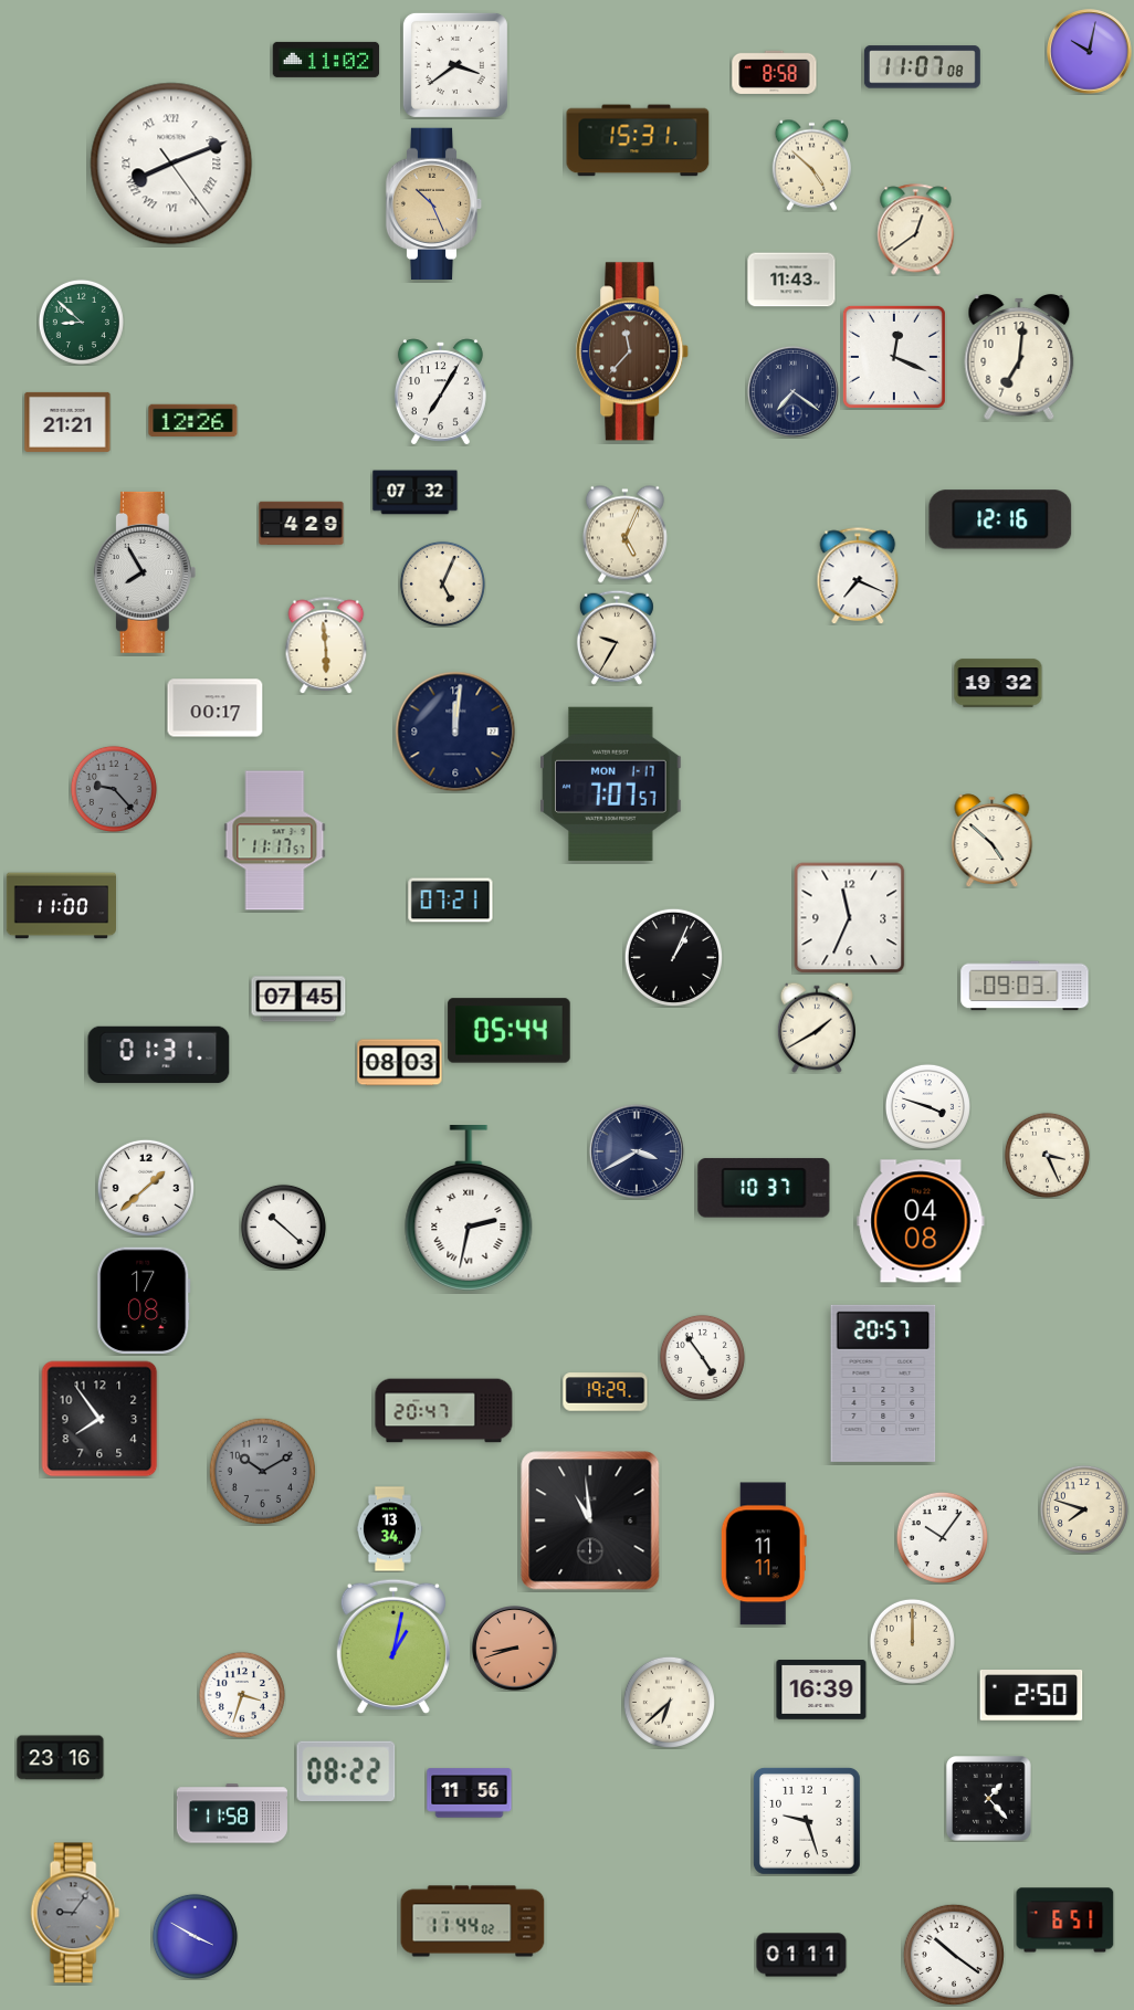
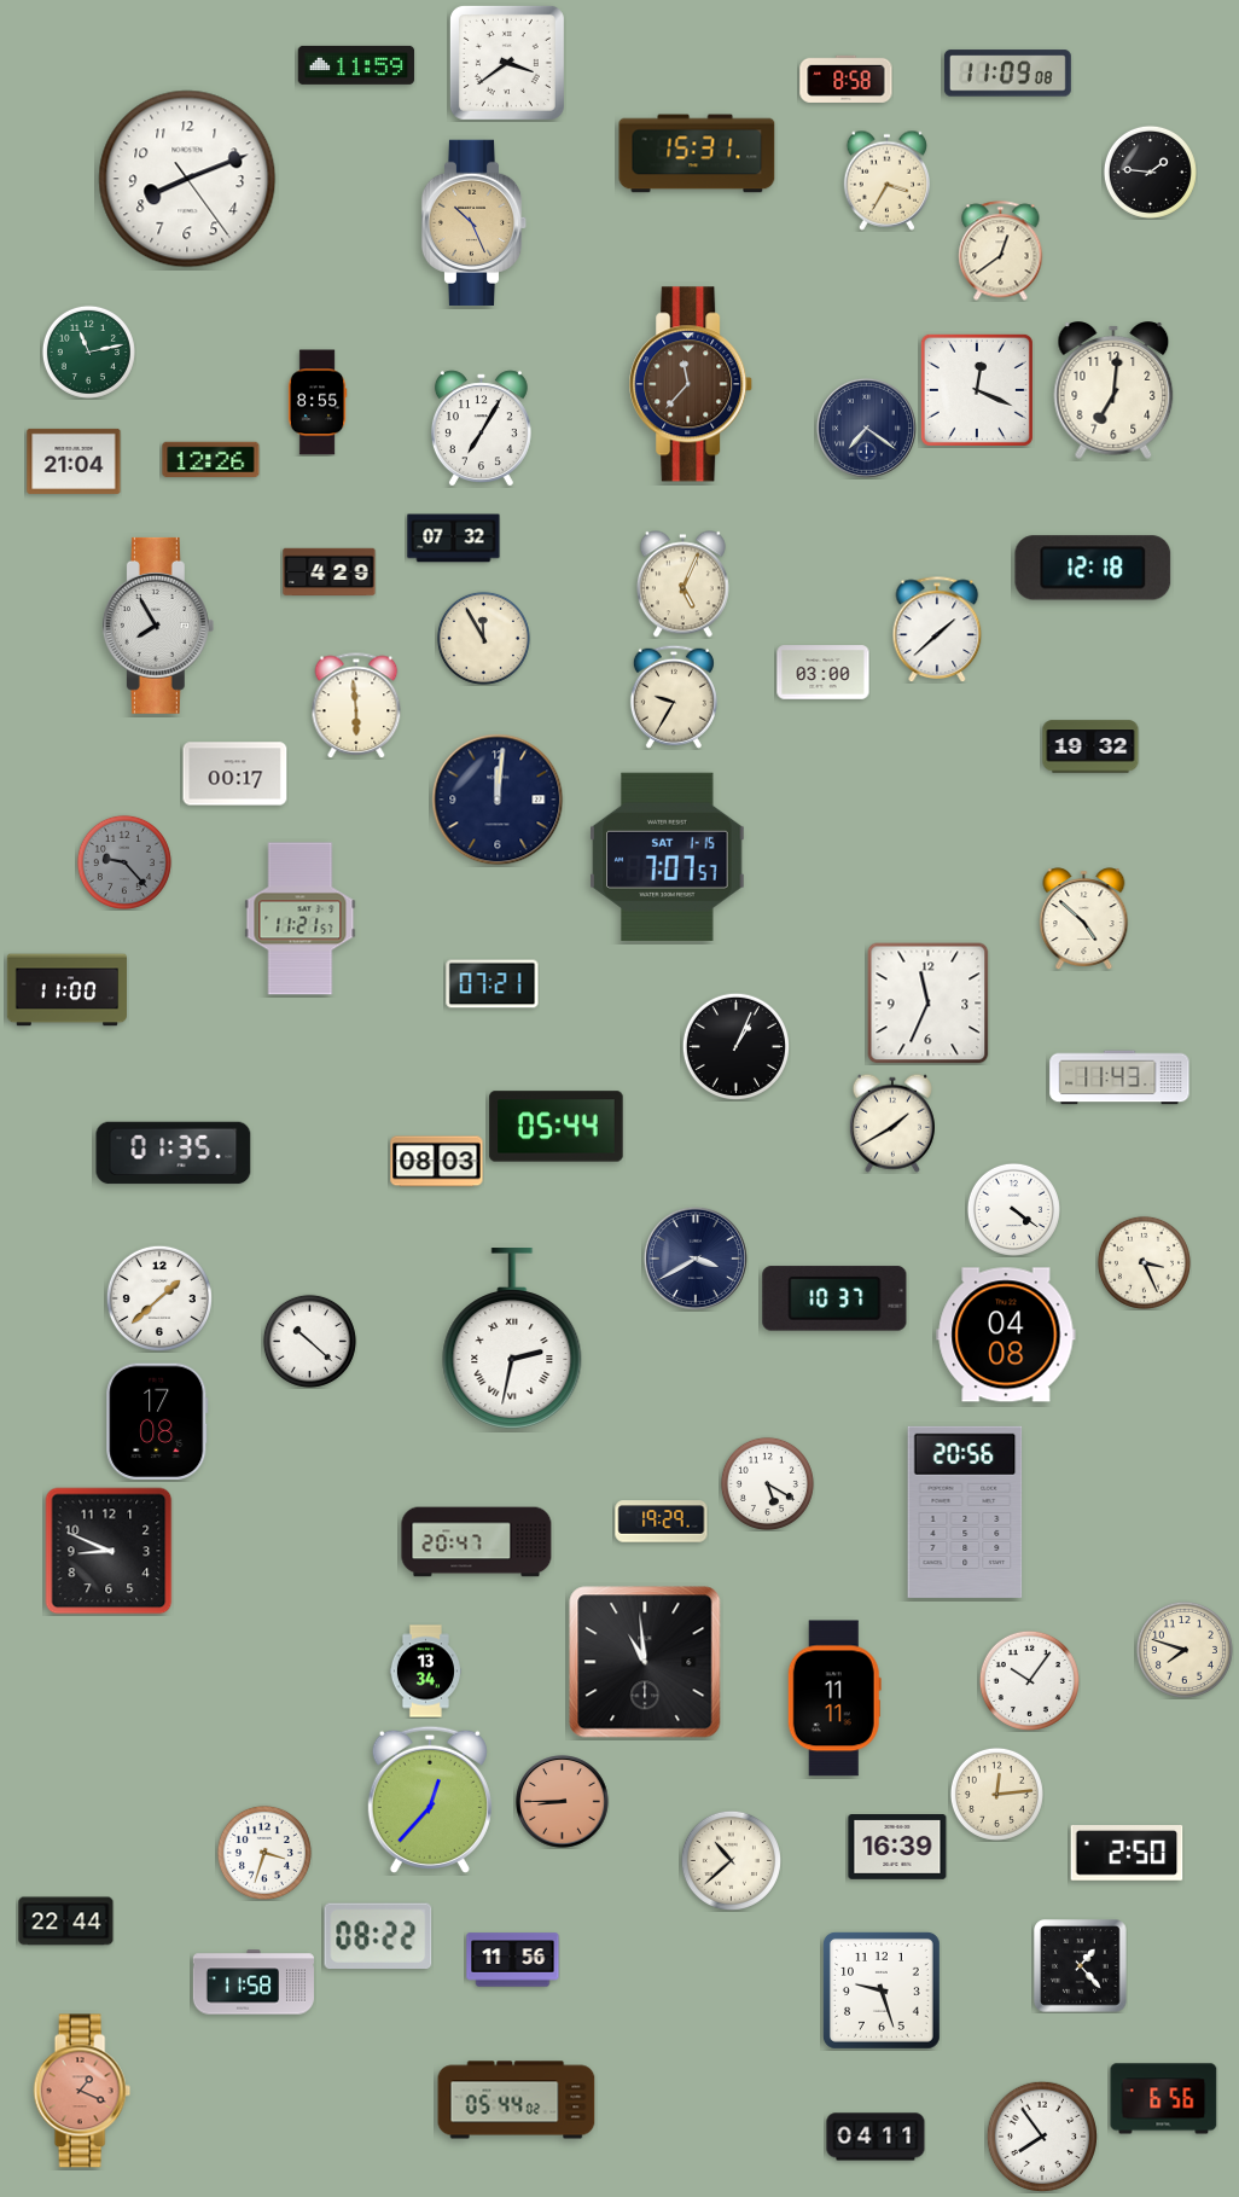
clock at (1090, 52): 10:02 -> none
clock at (326, 60): 11:02 -> 11:59
clock at (455, 65) position: (455, 65) -> (507, 63)
clock at (922, 67): 11:07 -> 11:09
clock at (1150, 172): none -> 1:46
clock at (171, 164) numerals: Roman -> Arabic
clock at (812, 165): 4:52 -> 3:35
clock at (791, 280): 11:43 -> none
clock at (81, 322): 8:52 -> 11:13
clock at (318, 402): none -> 8:55
clock at (67, 422): 21:21 -> 21:04
clock at (1000, 519): 12:16 -> 12:18
clock at (858, 576): 7:19 -> 1:38
clock at (442, 583): 5:04 -> 11:55
clock at (824, 673): none -> 03:00
clock at (611, 783) date: MON 1-17 -> SAT 1-15
clock at (275, 841): 11:17 -> 11:21
clock at (1025, 986): 09:03 -> 11:43
clock at (298, 999): 07:45 -> none
clock at (159, 1055): 01:31 -> 01:35
clock at (927, 1106): 3:48 -> 4:21
clock at (469, 1208) position: (469, 1208) -> (512, 1338)
clock at (702, 1357): 4:54 -> 5:20
clock at (883, 1383): 20:57 -> 20:56
clock at (444, 1411) position: (444, 1411) -> (477, 1542)
clock at (99, 1419): 7:54 -> 8:49
clock at (262, 1471): 10:10 -> none
clock at (912, 1641): 12:00 -> 12:14
clock at (393, 1646): 1:02 -> 12:37
clock at (515, 1649): 8:42 -> 8:45
clock at (669, 1702): 6:38 -> 10:38
clock at (61, 1758): 23:16 -> 22:44
clock at (75, 1913): 9:06 -> 1:19
clock at (75, 1913) dial: grey -> salmon
clock at (1065, 1920): 6:51 -> 6:56
clock at (473, 1922): 11:44 -> 05:44
clock at (195, 1936): 3:50 -> none
clock at (953, 1954): 10:21 -> 7:54
clock at (801, 1955): 01:11 -> 04:11
